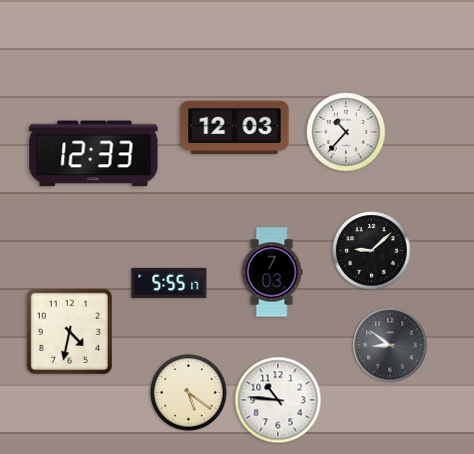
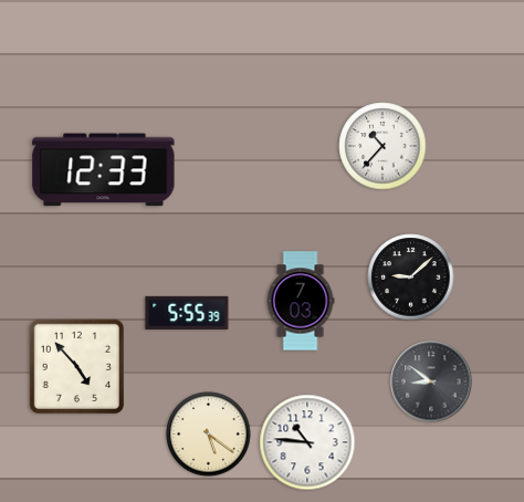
clock at (235, 128): 12:03 -> none
clock at (169, 283): 5:55:17 -> 5:55:39
clock at (69, 331): 4:32 -> 4:53
